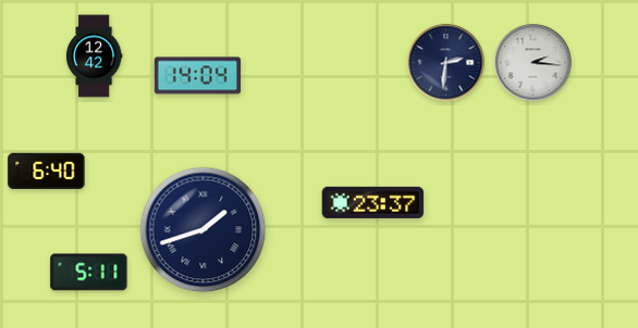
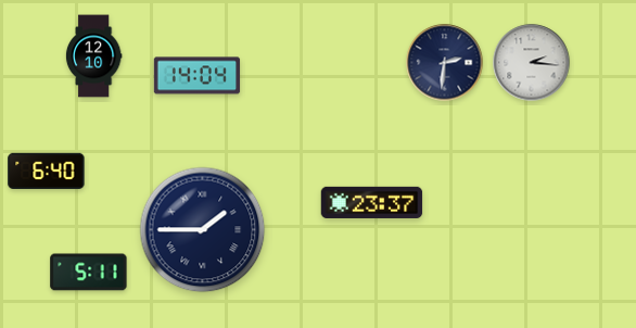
clock at (94, 56): 12:42 -> 12:10
clock at (204, 230): 1:42 -> 1:45
